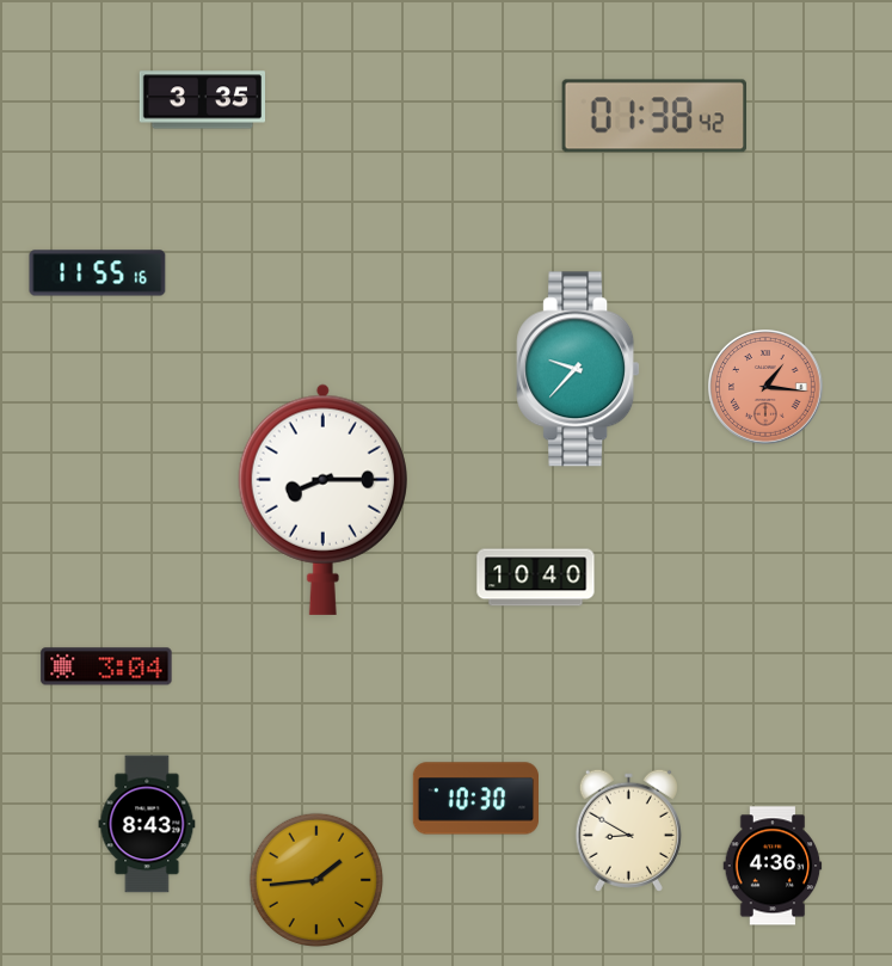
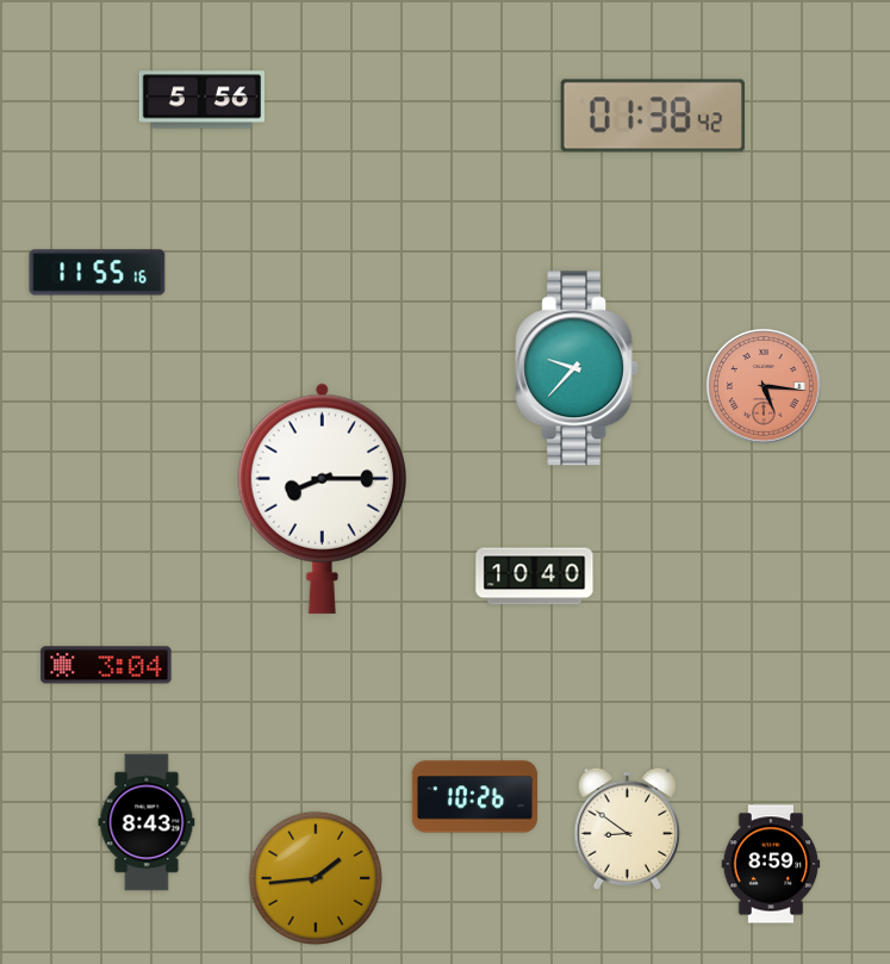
clock at (202, 100): 3:35 -> 5:56
clock at (767, 388): 1:16 -> 5:16
clock at (475, 799): 10:30 -> 10:26
clock at (628, 830): 8:50 -> 8:51
clock at (773, 866): 4:36 -> 8:59
